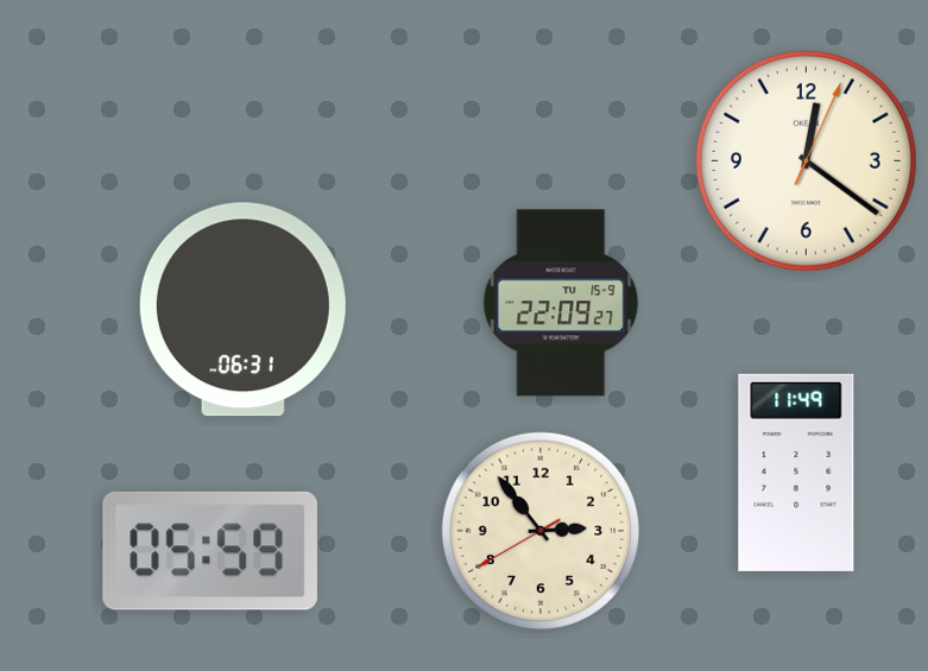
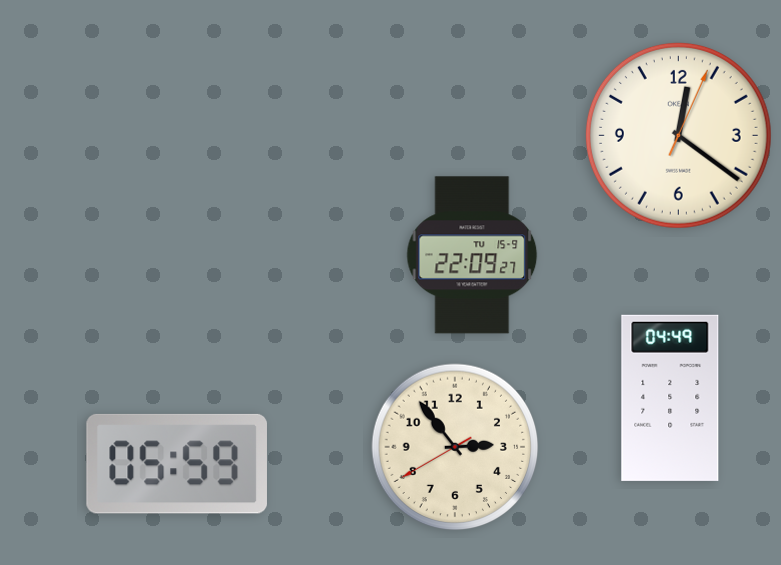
clock at (242, 310): 06:31 -> none
clock at (796, 473): 11:49 -> 04:49
